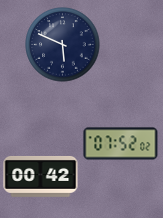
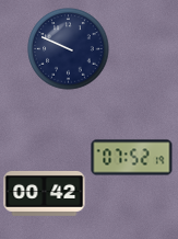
clock at (63, 45): 5:49 -> 9:49
clock at (121, 144): 07:52:02 -> 07:52:19
